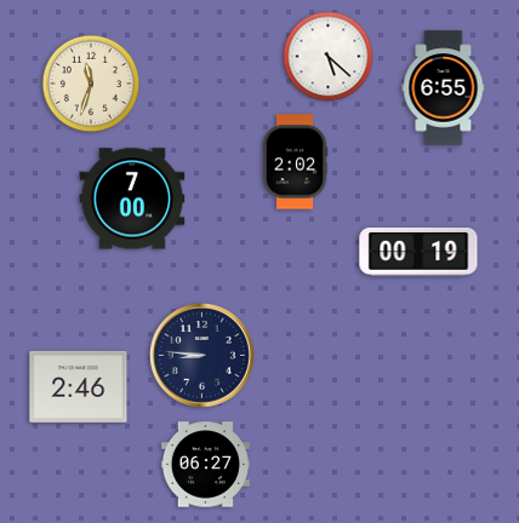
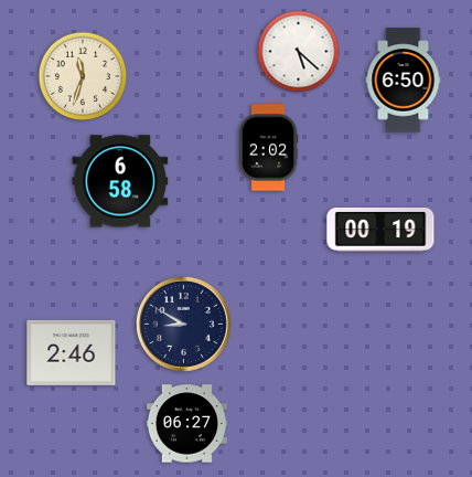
clock at (444, 88): 6:55 -> 6:50
clock at (132, 199): 7:00 -> 6:58
clock at (203, 356): 8:46 -> 8:50
